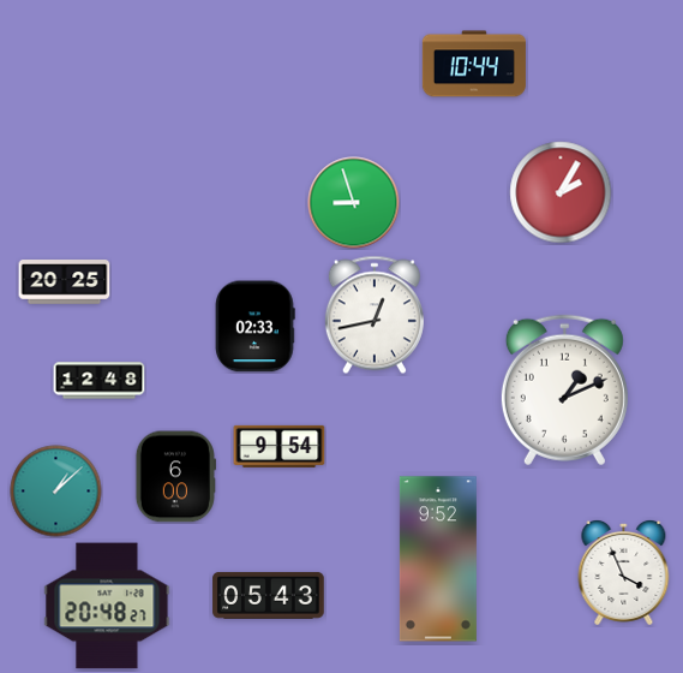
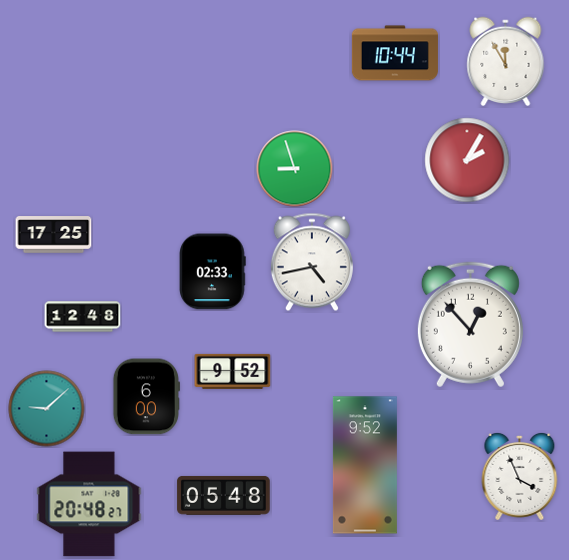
clock at (506, 62): none -> 11:55
clock at (65, 282): 20:25 -> 17:25
clock at (375, 315): 12:43 -> 4:43
clock at (564, 391): 1:11 -> 12:53
clock at (280, 446): 9:54 -> 9:52
clock at (56, 492): 1:08 -> 9:08
clock at (269, 595): 05:43 -> 05:48
